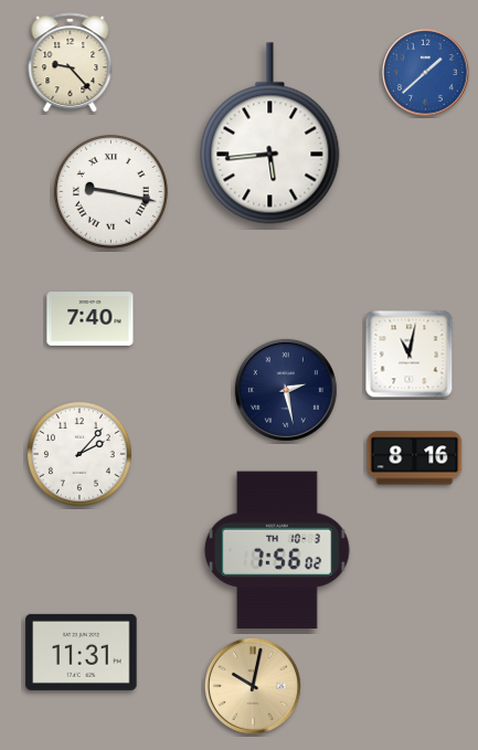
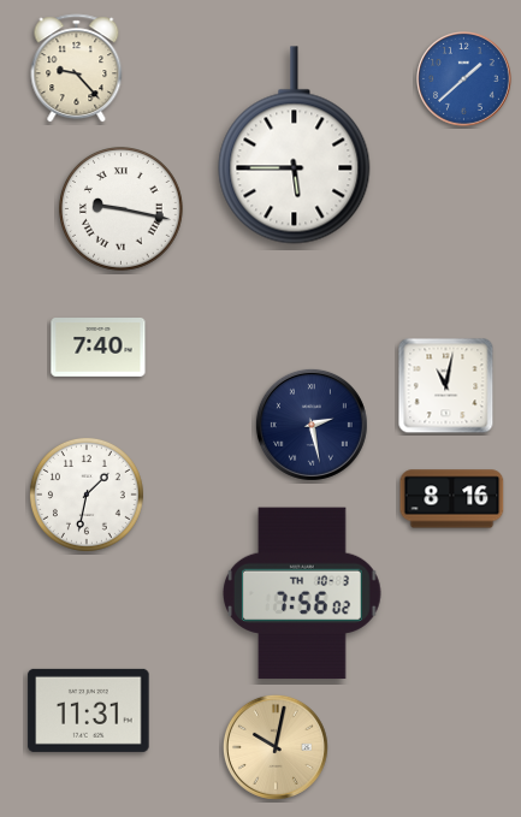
clock at (270, 134): 5:44 -> 5:45
clock at (79, 454): 2:07 -> 1:32
clock at (277, 550) position: (277, 550) -> (302, 593)
